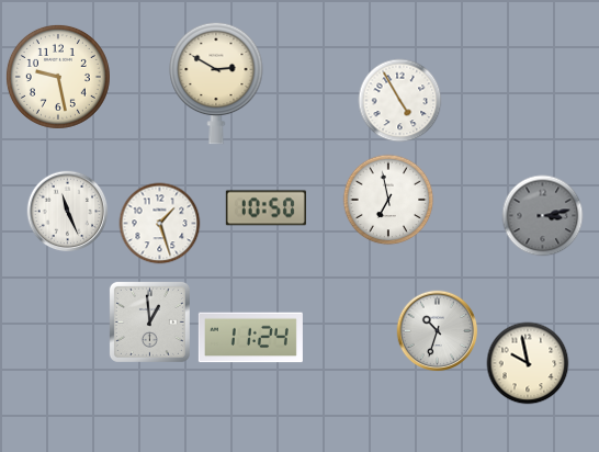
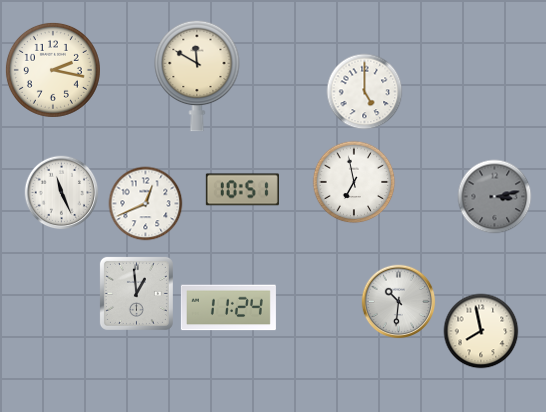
clock at (58, 77): 9:28 -> 2:17
clock at (216, 83): 2:50 -> 11:50
clock at (400, 101): 4:55 -> 5:00
clock at (265, 208): 10:50 -> 10:51
clock at (160, 224): 1:27 -> 12:41
clock at (438, 331): 10:33 -> 10:31
clock at (528, 363): 9:58 -> 7:58
